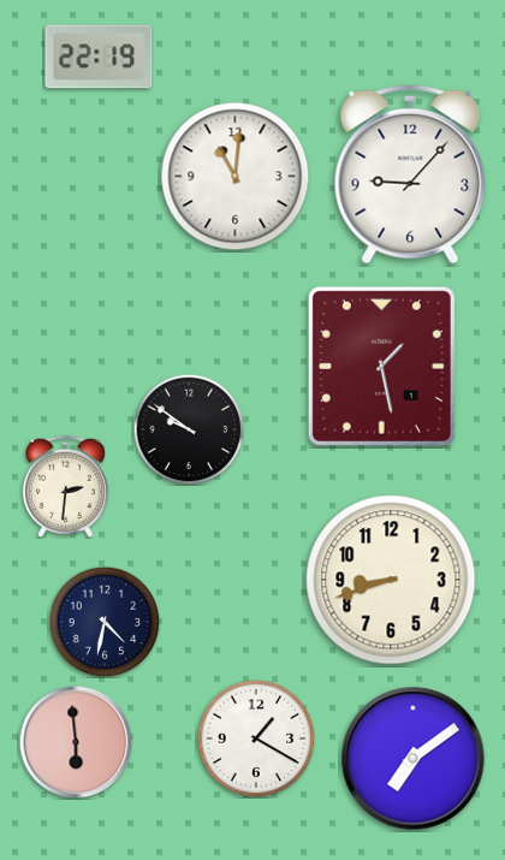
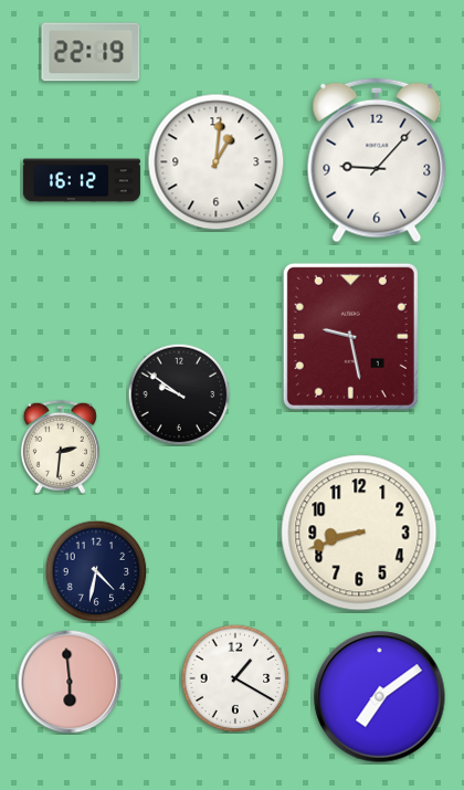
clock at (236, 177): 11:01 -> 1:01
clock at (82, 180): none -> 16:12
clock at (381, 366): 1:28 -> 9:28
clock at (189, 429) position: (189, 429) -> (179, 394)
